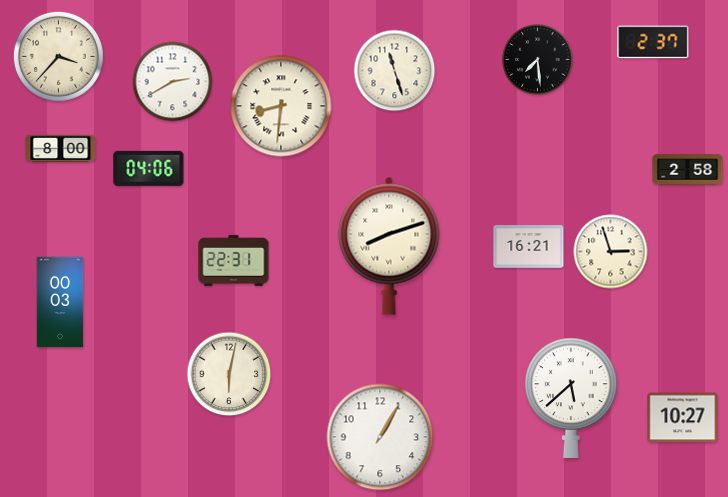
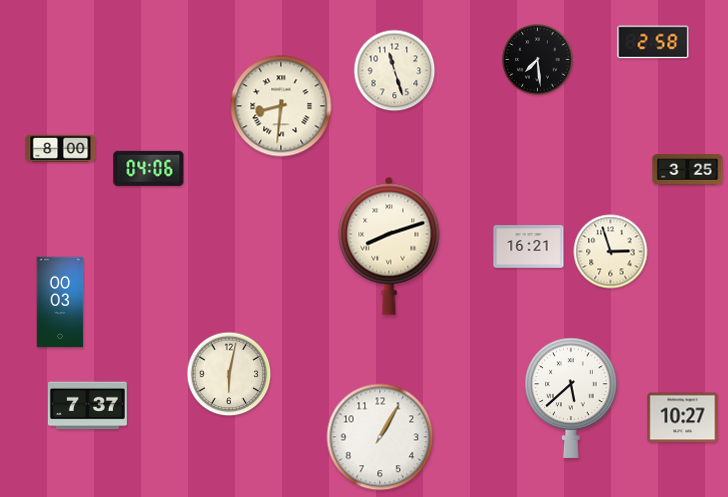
clock at (653, 42): 2:37 -> 2:58
clock at (58, 56): 3:37 -> none
clock at (173, 82): 2:40 -> none
clock at (688, 170): 2:58 -> 3:25
clock at (234, 260): 22:31 -> none
clock at (87, 406): none -> 7:37
